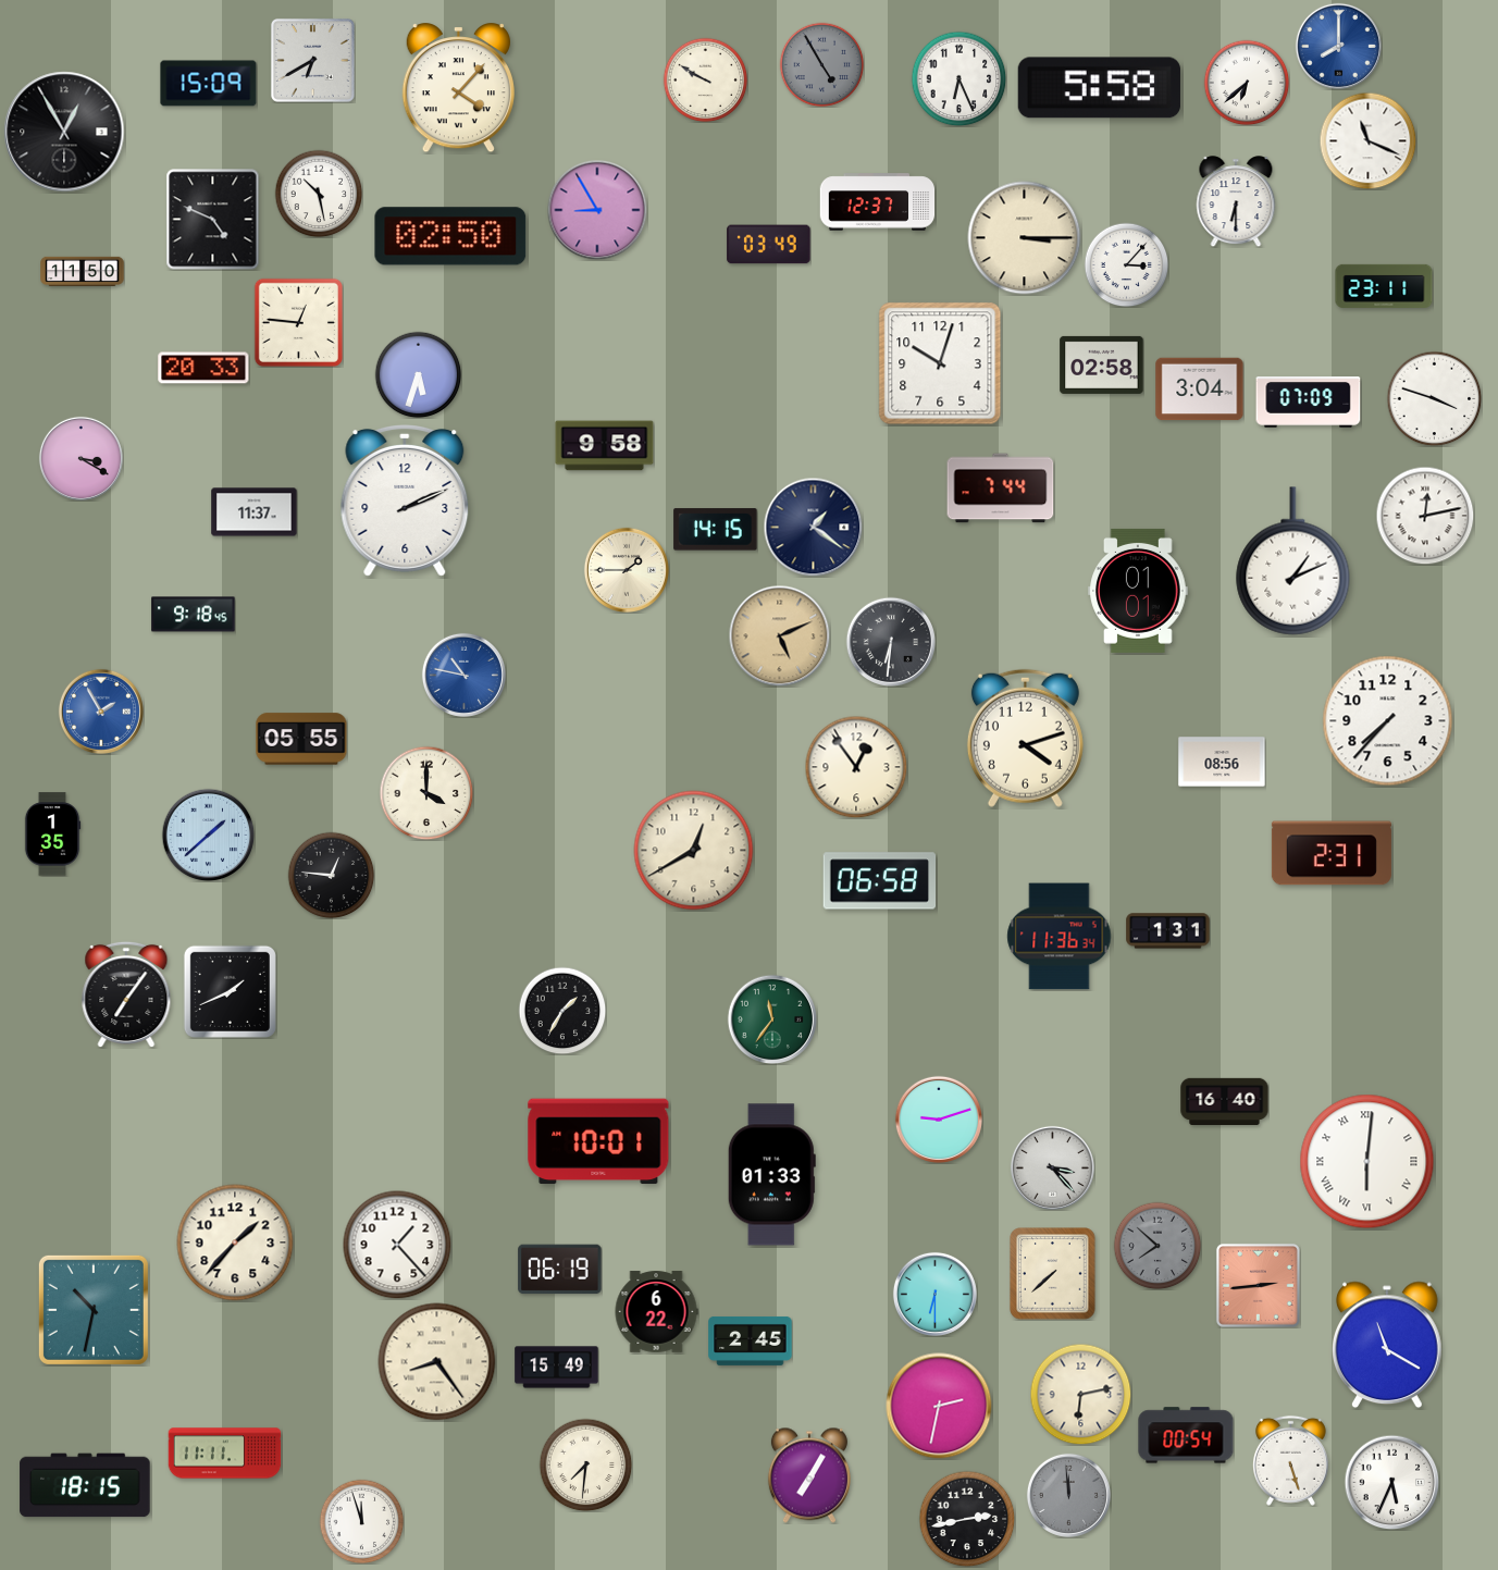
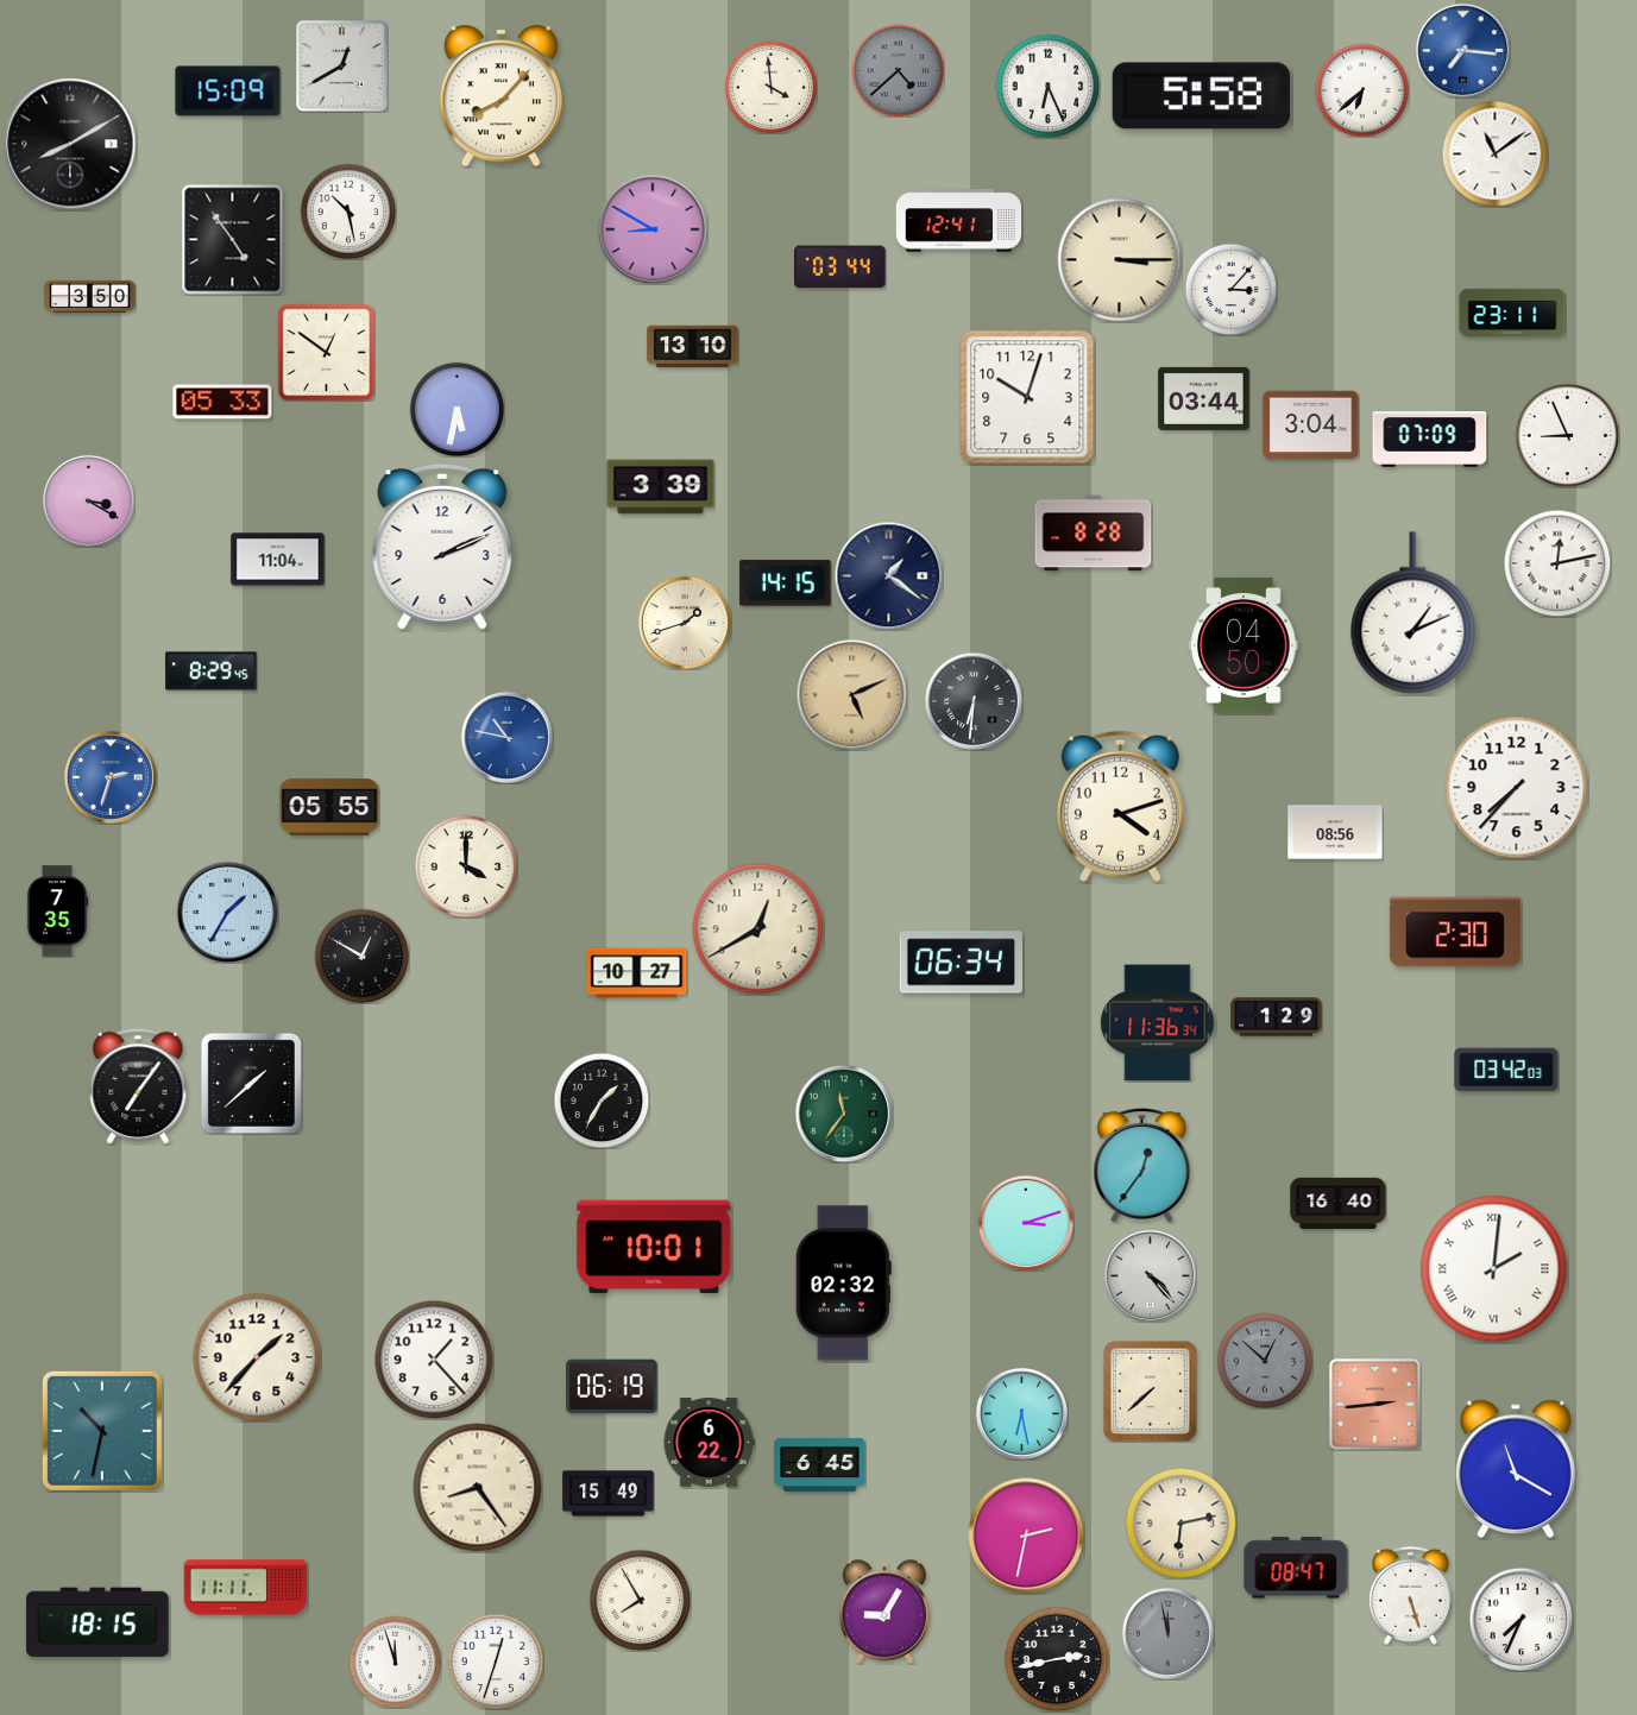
clock at (1338, 46): 8:00 -> 7:16
clock at (312, 60): 6:40 -> 12:40
clock at (821, 64): 4:55 -> 4:38
clock at (705, 79): 9:50 -> 3:59
clock at (458, 88): 4:07 -> 8:07
clock at (64, 132): 12:55 -> 8:10
clock at (1367, 140): 11:19 -> 11:09
clock at (1236, 201): 6:30 -> none
clock at (878, 202): 12:37 -> 12:41
clock at (597, 210): 8:55 -> 8:50
clock at (213, 220): 4:49 -> 4:54
clock at (450, 236): 02:50 -> none
clock at (769, 245): 03:49 -> 03:44
clock at (83, 271): 11:50 -> 3:50
clock at (693, 347): none -> 13:10
clock at (298, 322): 12:46 -> 12:51
clock at (1102, 364): 02:58 -> 03:44
clock at (203, 368): 20:33 -> 05:33
clock at (418, 374): 5:33 -> 5:32
clock at (1434, 398): 3:48 -> 8:56
clock at (605, 446): 9:58 -> 3:39
clock at (1001, 489): 7:44 -> 8:28
clock at (255, 512): 11:37 -> 11:04
clock at (716, 530) position: (716, 530) -> (786, 584)
clock at (627, 570): 1:45 -> 1:42
clock at (1138, 591): 01:01 -> 04:50
clock at (194, 615): 9:18 -> 8:29
clock at (101, 712): 1:55 -> 2:33
clock at (856, 767): 12:54 -> none
clock at (52, 835): 1:35 -> 7:35
clock at (208, 835): 1:38 -> 1:35
clock at (1332, 853): 2:31 -> 2:30
clock at (331, 875): 12:46 -> 12:50
clock at (880, 881): 06:58 -> 06:34
clock at (637, 973): none -> 10:27
clock at (1168, 931): 1:31 -> 1:29
clock at (1506, 1070): none -> 03:42
clock at (230, 991): 1:41 -> 1:38
clock at (562, 1011) position: (562, 1011) -> (602, 1101)
clock at (1142, 1166): none -> 12:36
clock at (938, 1118): 9:12 -> 3:12
clock at (1367, 1162): 6:01 -> 2:01
clock at (1052, 1167): 3:23 -> 4:23
clock at (771, 1175): 01:33 -> 02:32
clock at (1157, 1246): 7:52 -> 12:52
clock at (934, 1294): 6:30 -> 6:28
clock at (656, 1312) position: (656, 1312) -> (709, 1443)
clock at (751, 1340): 2:45 -> 6:45
clock at (1186, 1435): 00:54 -> 08:47
clock at (585, 1464): 7:31 -> 7:55
clock at (809, 1475): 7:05 -> 9:05
clock at (1391, 1482): 5:34 -> 7:34
clock at (85, 1485) position: (85, 1485) -> (97, 1622)
clock at (1068, 1495): 11:59 -> 11:58
clock at (496, 1662): none -> 12:33
